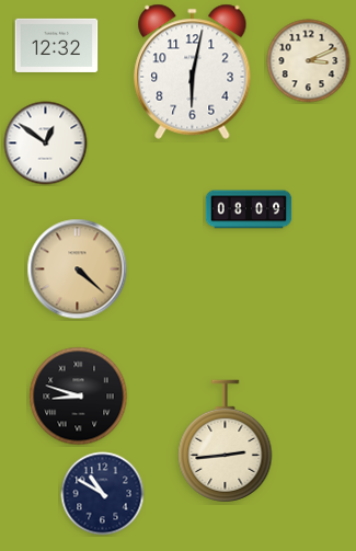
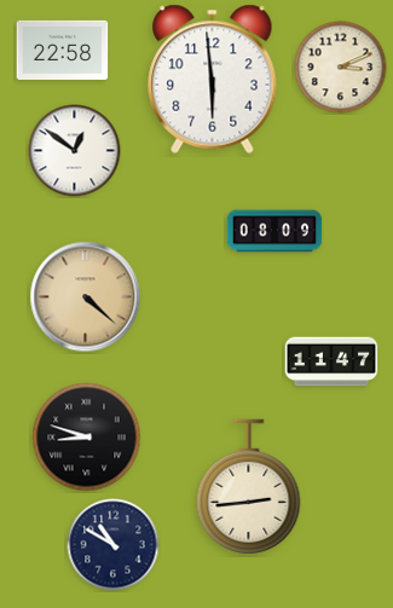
clock at (57, 45): 12:32 -> 22:58
clock at (193, 71): 6:02 -> 5:59
clock at (46, 144) position: (46, 144) -> (75, 151)
clock at (331, 361): none -> 11:47
